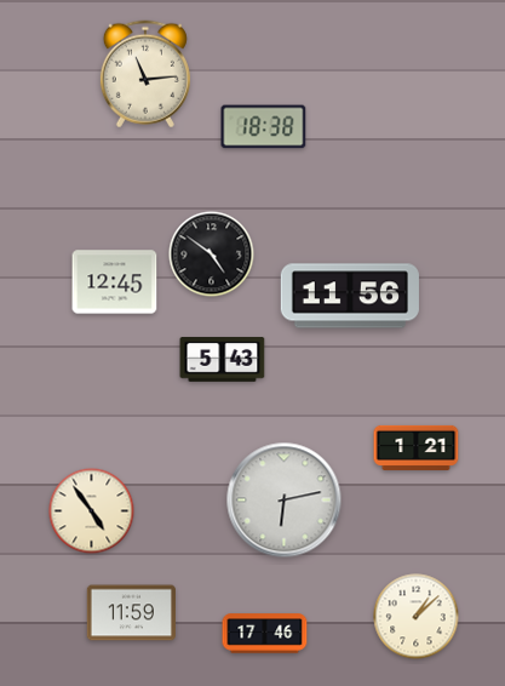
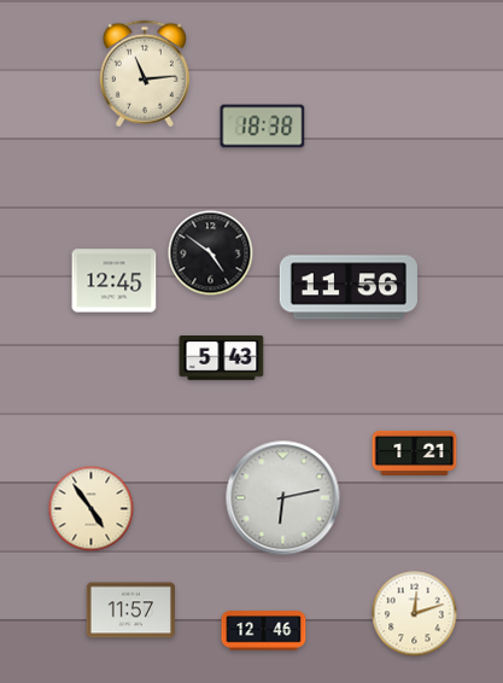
clock at (350, 296) position: (350, 296) -> (349, 287)
clock at (417, 447) position: (417, 447) -> (415, 453)
clock at (131, 613): 11:59 -> 11:57
clock at (417, 617): 1:08 -> 12:12
clock at (265, 634): 17:46 -> 12:46
